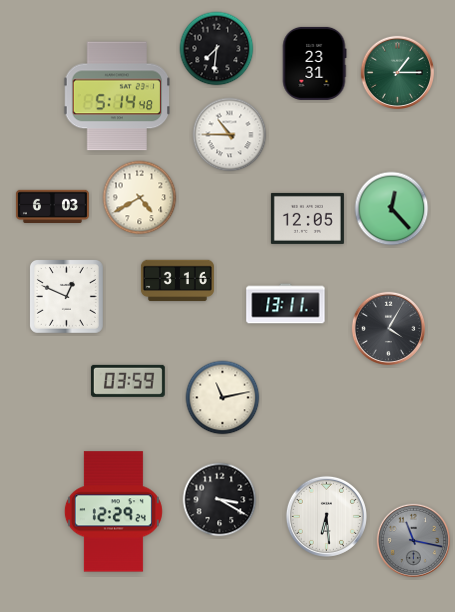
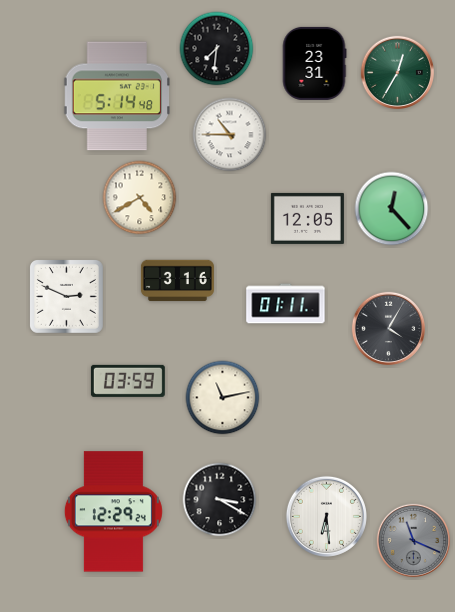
clock at (397, 72): 1:15 -> 12:35
clock at (52, 207): 6:03 -> none
clock at (66, 296): 12:49 -> 2:49
clock at (286, 304): 13:11 -> 01:11
clock at (413, 540): 11:17 -> 11:19
